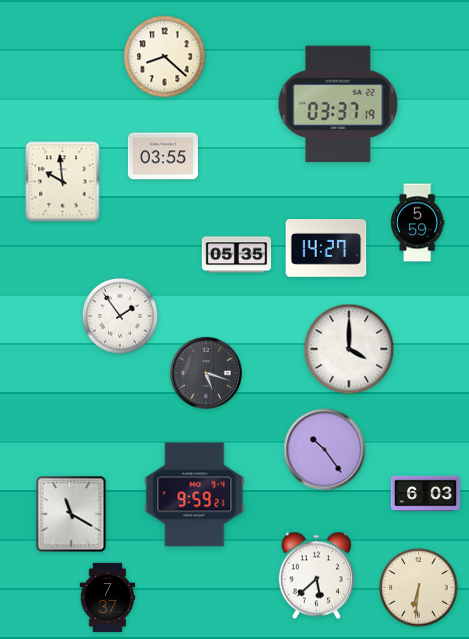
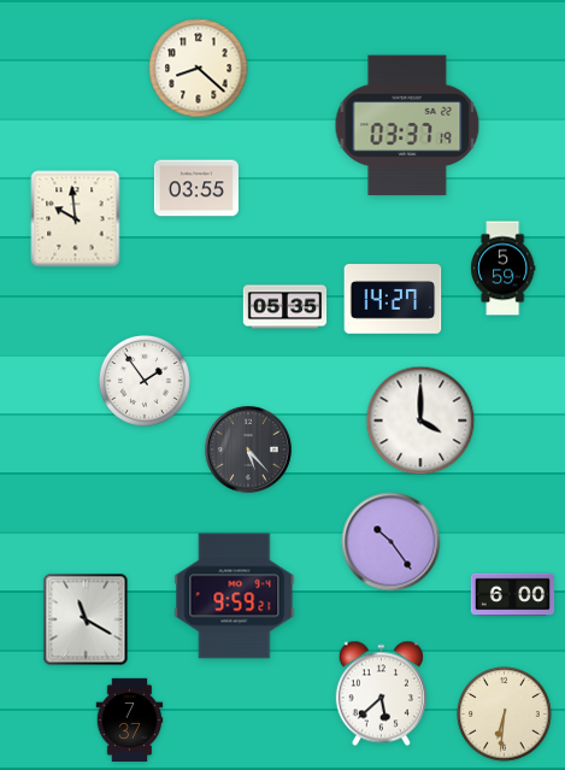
clock at (206, 373): 5:18 -> 5:23
clock at (426, 494): 6:03 -> 6:00
clock at (419, 588) position: (419, 588) -> (505, 715)
